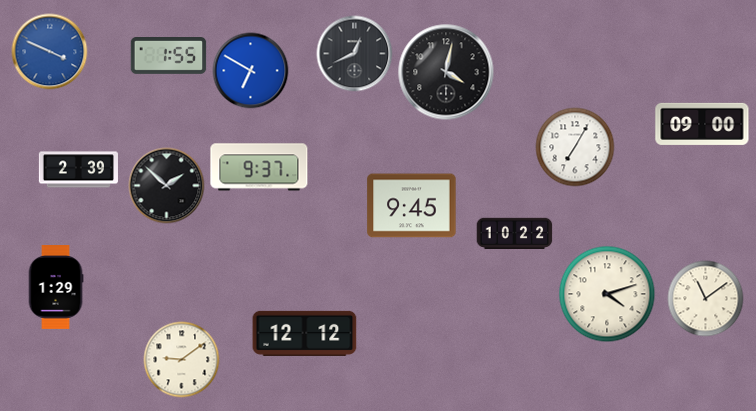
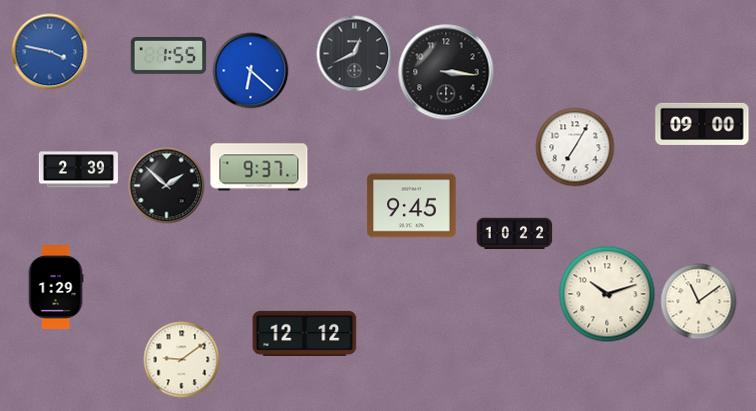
clock at (50, 52): 3:49 -> 3:47
clock at (251, 71): 6:50 -> 6:22
clock at (446, 72): 4:02 -> 3:16
clock at (607, 294): 4:12 -> 10:12
clock at (706, 299) position: (706, 299) -> (699, 302)
